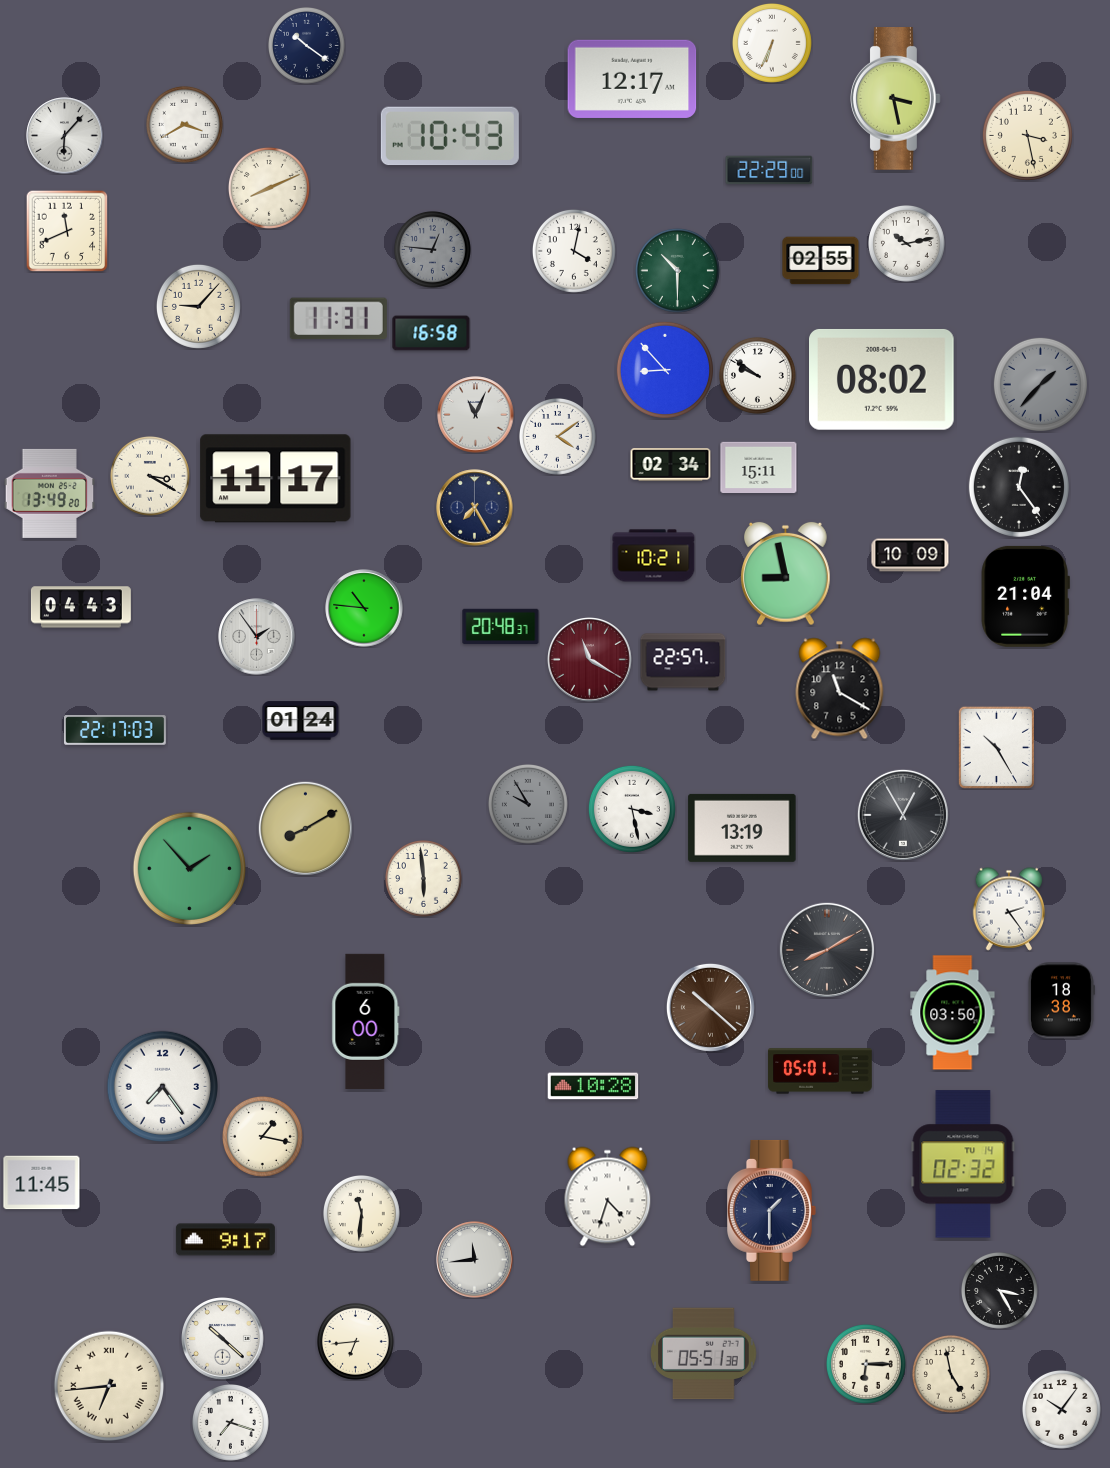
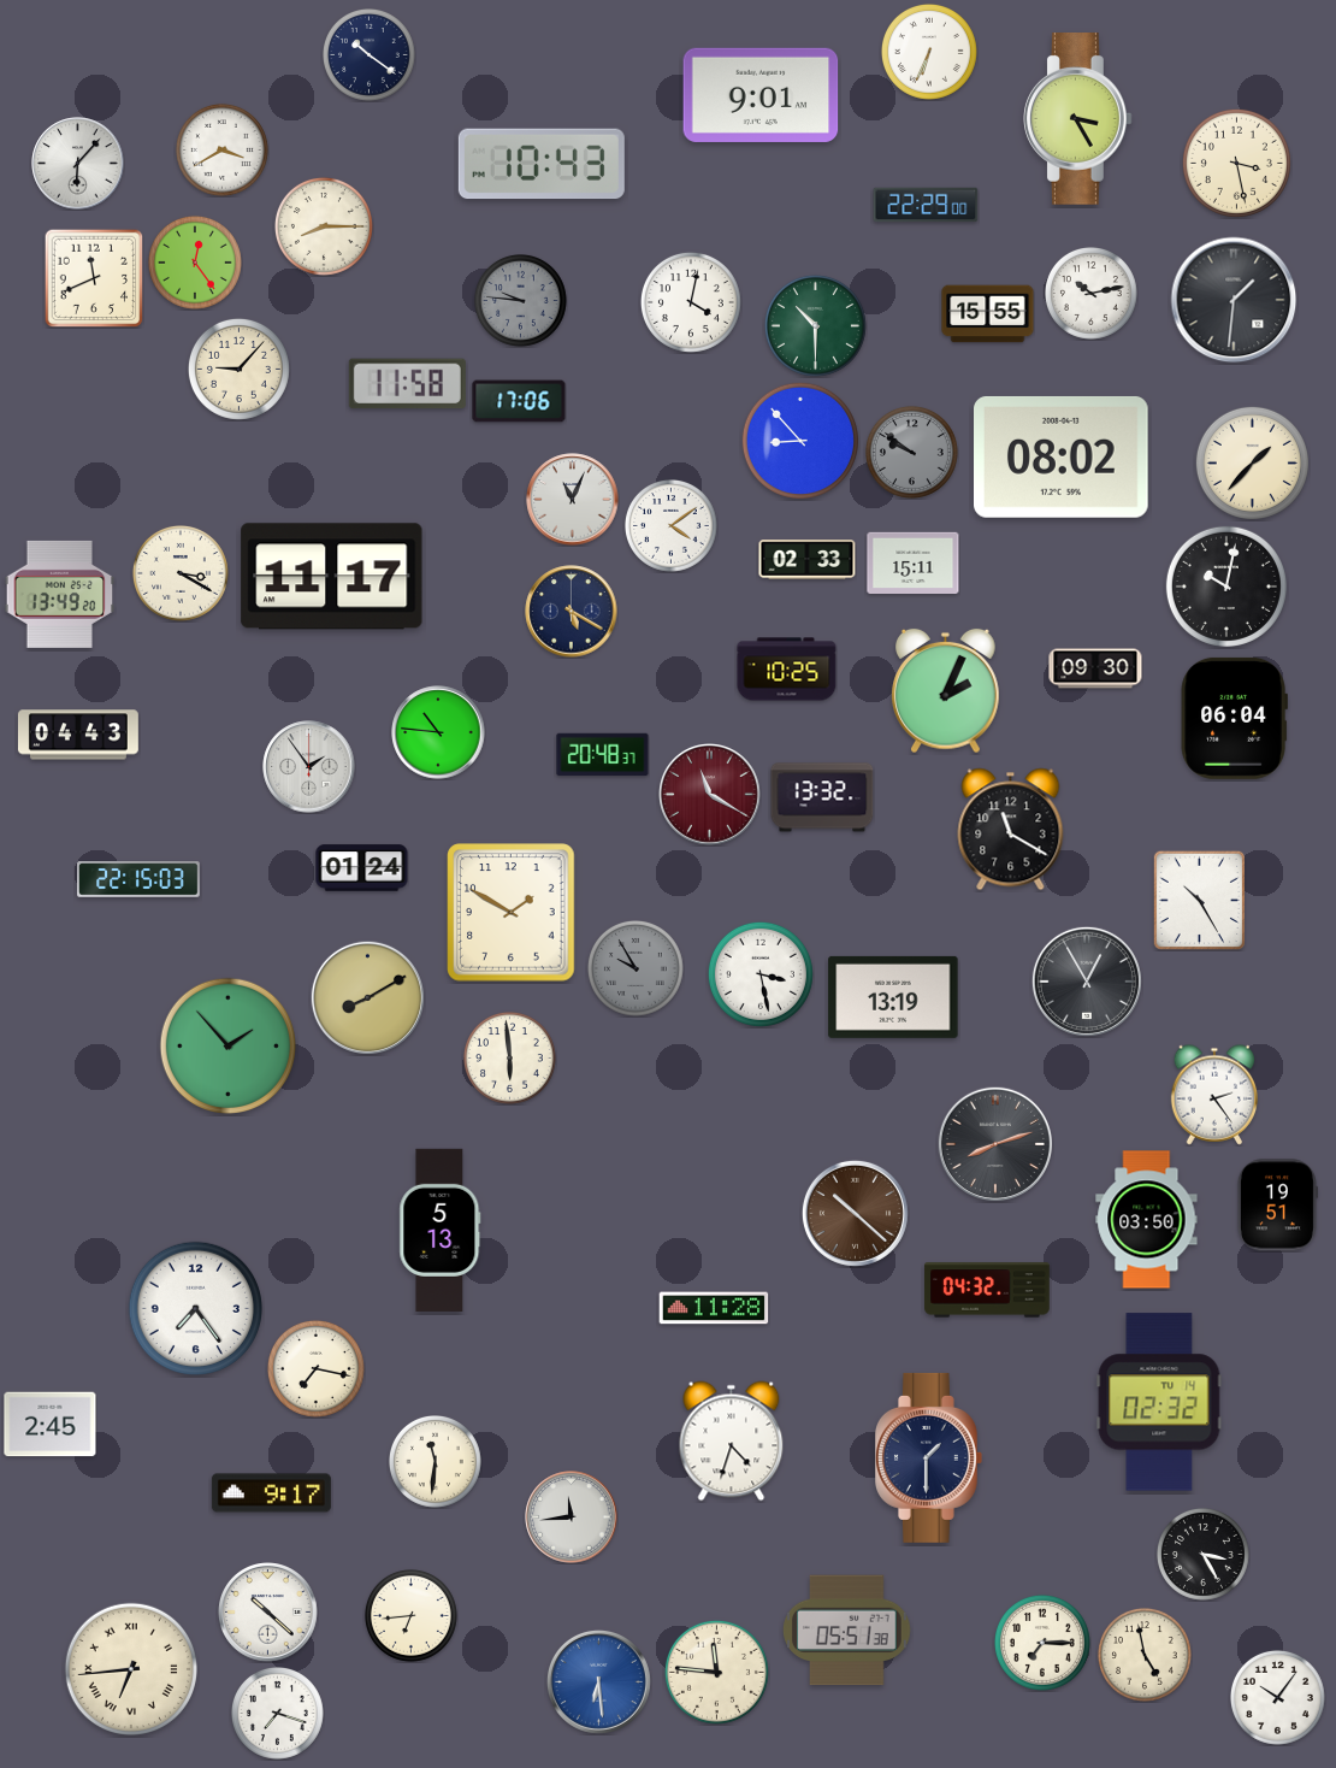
clock at (632, 79): 12:17 -> 9:01
clock at (896, 99): 3:28 -> 3:25
clock at (269, 188): 8:11 -> 8:15
clock at (195, 263): none -> 12:24
clock at (67, 231) position: (67, 231) -> (94, 278)
clock at (1234, 300): none -> 1:31
clock at (433, 250): 12:46 -> 9:46
clock at (821, 261): 02:55 -> 15:55
clock at (338, 319): 11:31 -> 11:58
clock at (431, 333): 16:58 -> 17:06
clock at (665, 370) position: (665, 370) -> (800, 441)
clock at (758, 376) dial: white -> grey
clock at (1040, 384) dial: grey -> cream
clock at (671, 465): 02:34 -> 02:33
clock at (1019, 487): 12:24 -> 10:02
clock at (475, 508): 7:25 -> 5:20
clock at (910, 555): 10:09 -> 09:30
clock at (654, 556): 10:21 -> 10:25
clock at (786, 574): 8:58 -> 2:04
clock at (1025, 596): 21:04 -> 06:04
clock at (81, 607) position: (81, 607) -> (78, 735)
clock at (683, 662): 22:57 -> 13:32
clock at (116, 730): 22:17 -> 22:15
clock at (512, 913): none -> 1:50
clock at (826, 949): 8:10 -> 8:12
clock at (1061, 1001): 18:38 -> 19:51
clock at (366, 1021): 6:00 -> 5:13
clock at (820, 1071): 05:01 -> 04:32
clock at (593, 1086): 10:28 -> 11:28
clock at (262, 1136): 1:17 -> 7:17
clock at (42, 1183): 11:45 -> 2:45
clock at (356, 1342) position: (356, 1342) -> (412, 1616)
clock at (866, 1364): 6:15 -> 7:15
clock at (716, 1672): none -> 11:46
clock at (598, 1681): none -> 6:29
